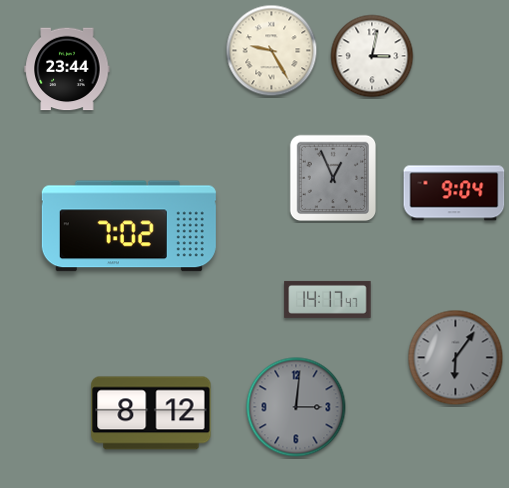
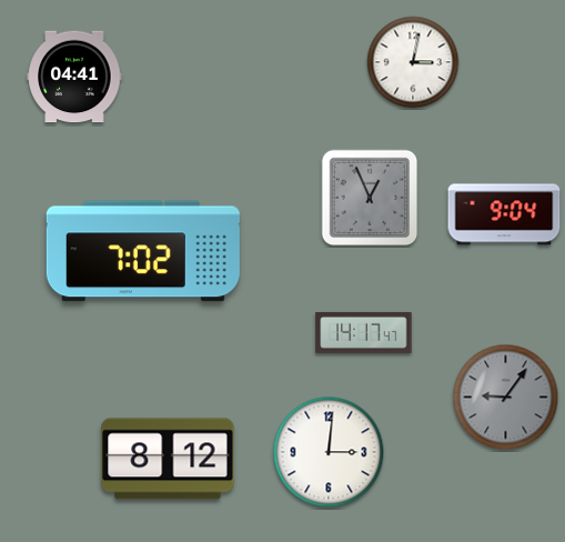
clock at (272, 51): 9:25 -> none
clock at (67, 69): 23:44 -> 04:41
clock at (456, 358): 6:06 -> 9:06
clock at (296, 407) dial: grey -> white
